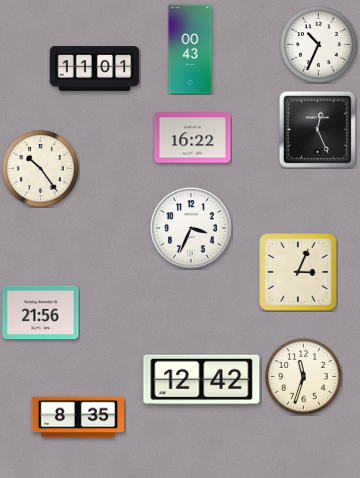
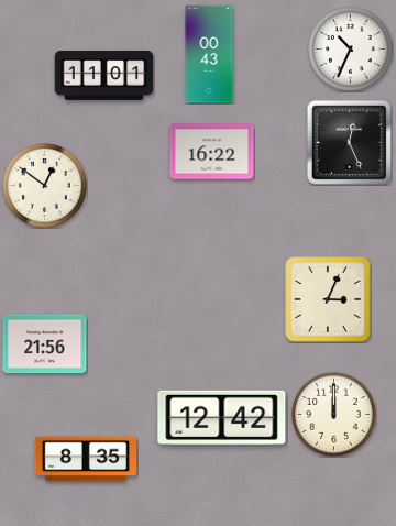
clock at (41, 169): 10:24 -> 12:51
clock at (191, 228): 3:34 -> none
clock at (304, 377): 11:33 -> 12:00
